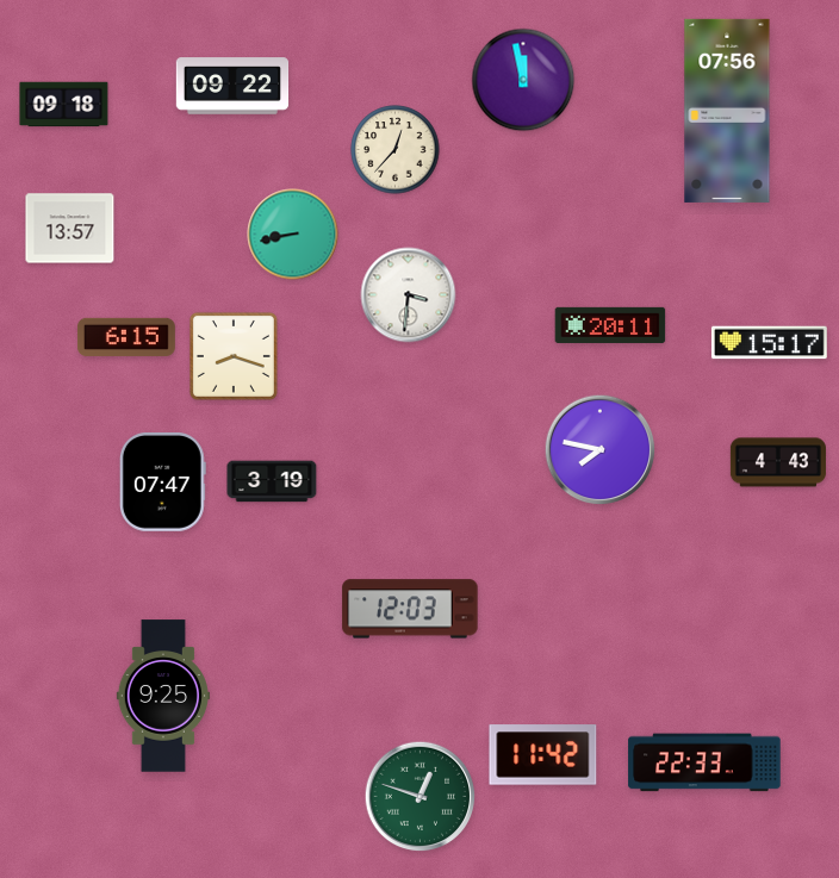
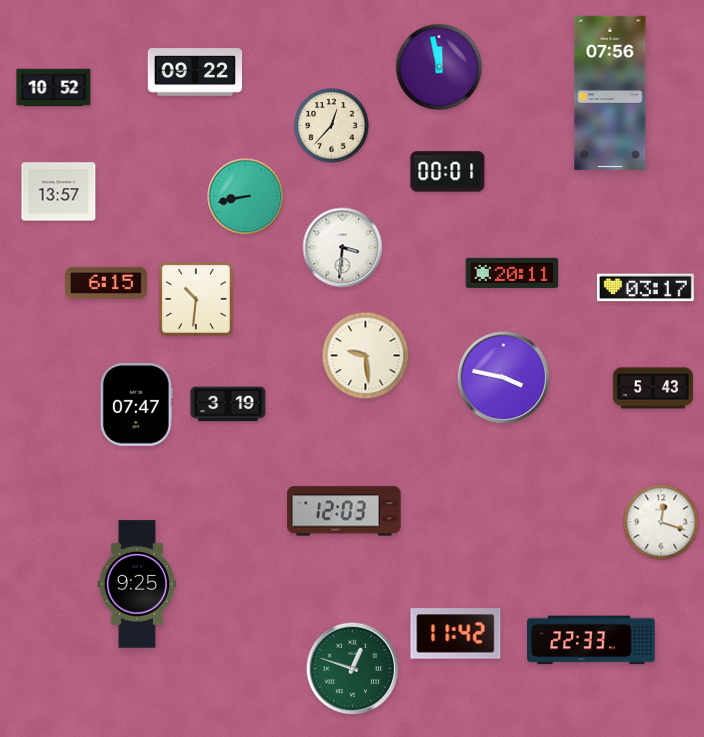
clock at (64, 105): 09:18 -> 10:52
clock at (448, 172): none -> 00:01
clock at (769, 343): 15:17 -> 03:17
clock at (234, 356): 8:18 -> 10:31
clock at (366, 356): none -> 9:29
clock at (601, 450): 7:47 -> 3:47
clock at (778, 462): 4:43 -> 5:43
clock at (661, 522): none -> 12:18
